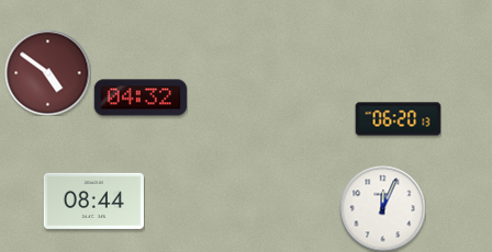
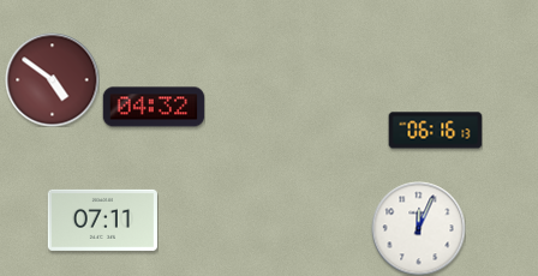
clock at (398, 119): 06:20 -> 06:16
clock at (93, 201): 08:44 -> 07:11
